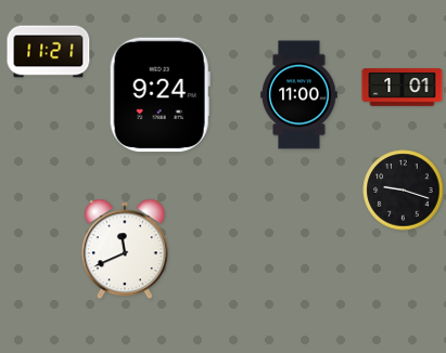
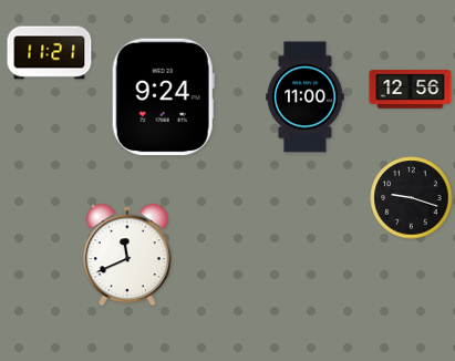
clock at (403, 88): 1:01 -> 12:56
clock at (404, 191) position: (404, 191) -> (412, 198)
